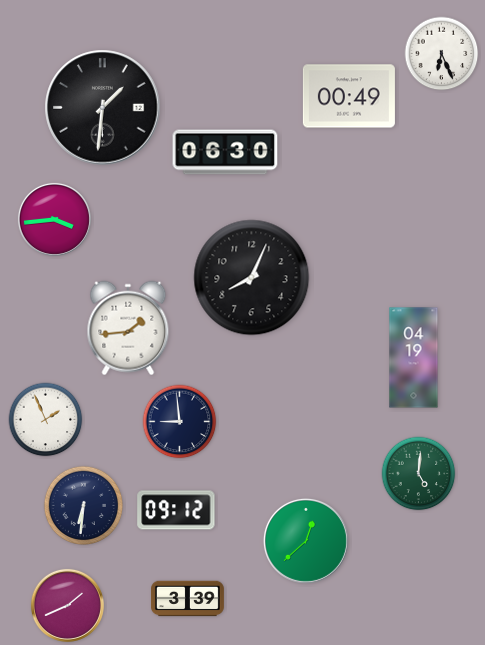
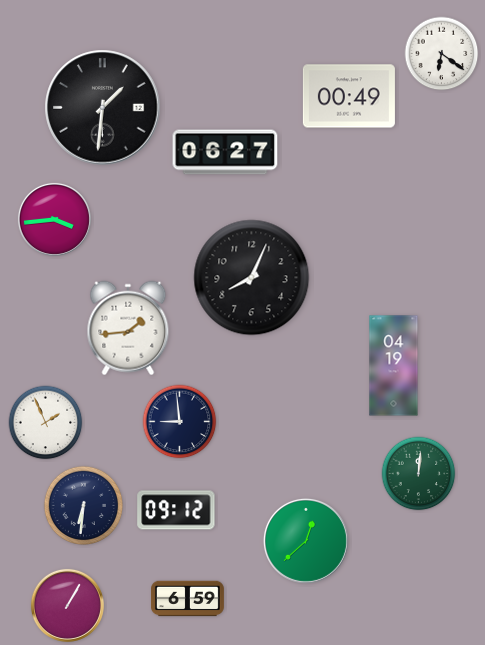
clock at (442, 54): 6:26 -> 6:21
clock at (225, 152): 06:30 -> 06:27
clock at (414, 358) position: (414, 358) -> (394, 366)
clock at (46, 420) position: (46, 420) -> (46, 423)
clock at (419, 474): 5:01 -> 12:01
clock at (188, 599): 3:39 -> 6:59
clock at (67, 605): 1:41 -> 1:05
